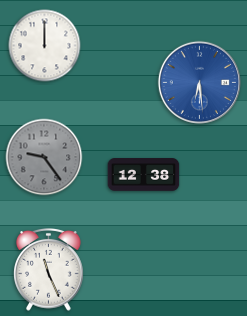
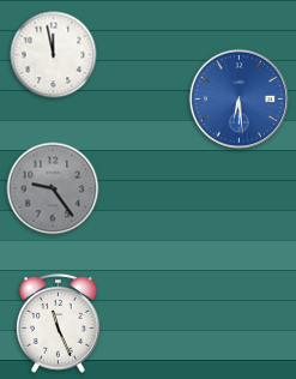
clock at (45, 46): 12:00 -> 11:58
clock at (144, 175): 12:38 -> none
